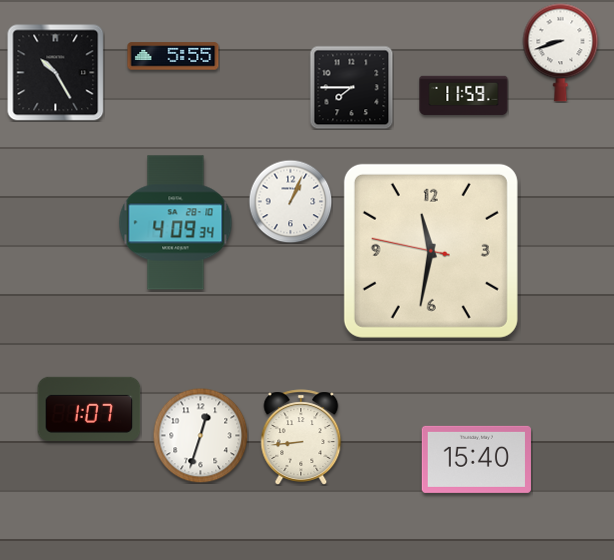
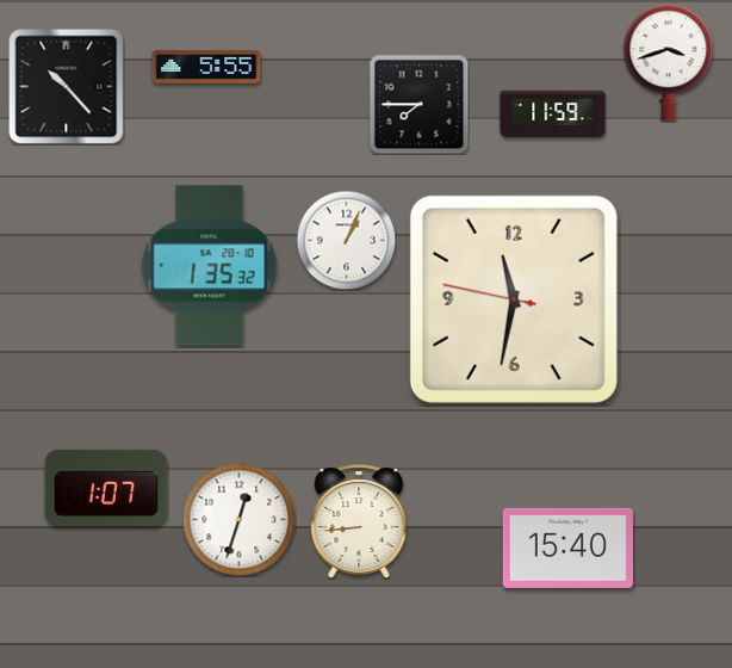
clock at (561, 53): 8:42 -> 3:42
clock at (56, 73): 10:25 -> 10:23
clock at (176, 223): 4:09 -> 1:35
